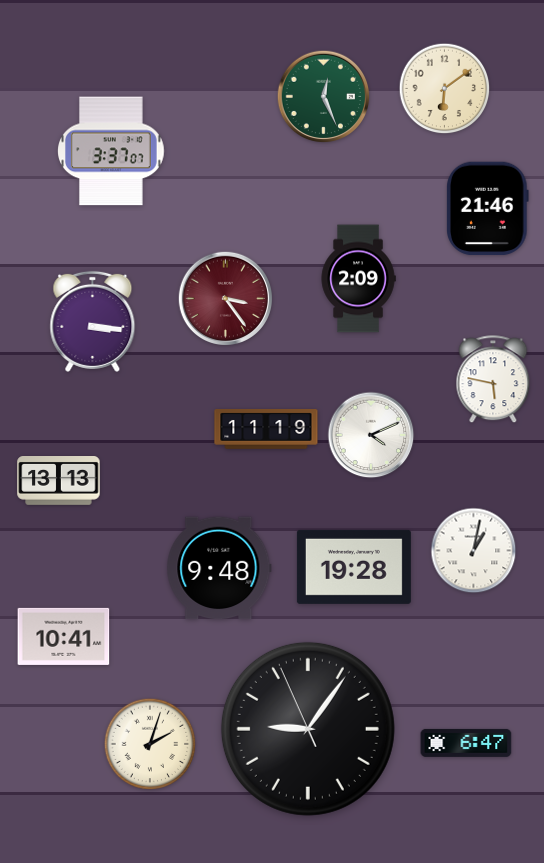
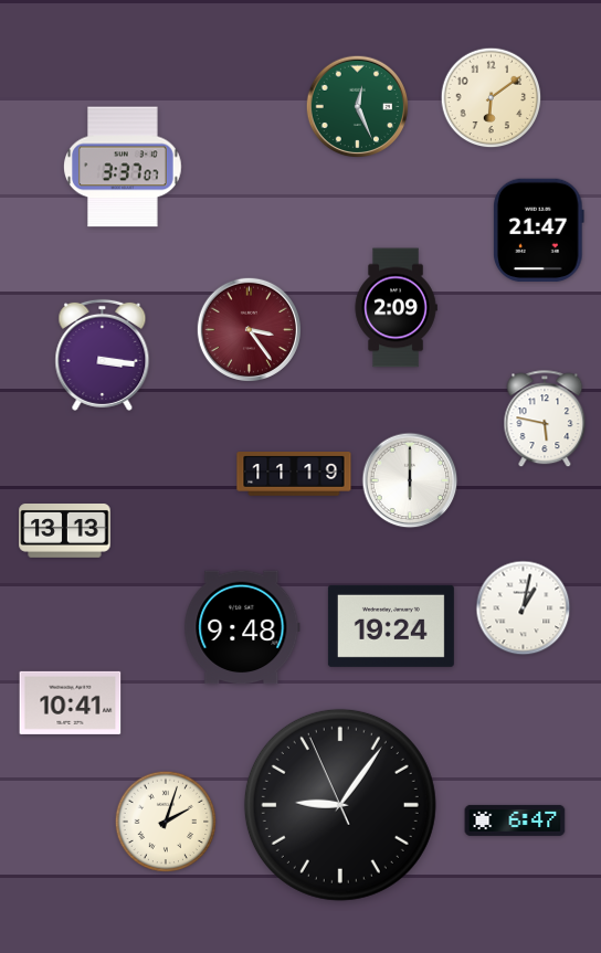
clock at (488, 209): 21:46 -> 21:47
clock at (371, 435): 4:11 -> 6:00
clock at (354, 567): 19:28 -> 19:24
